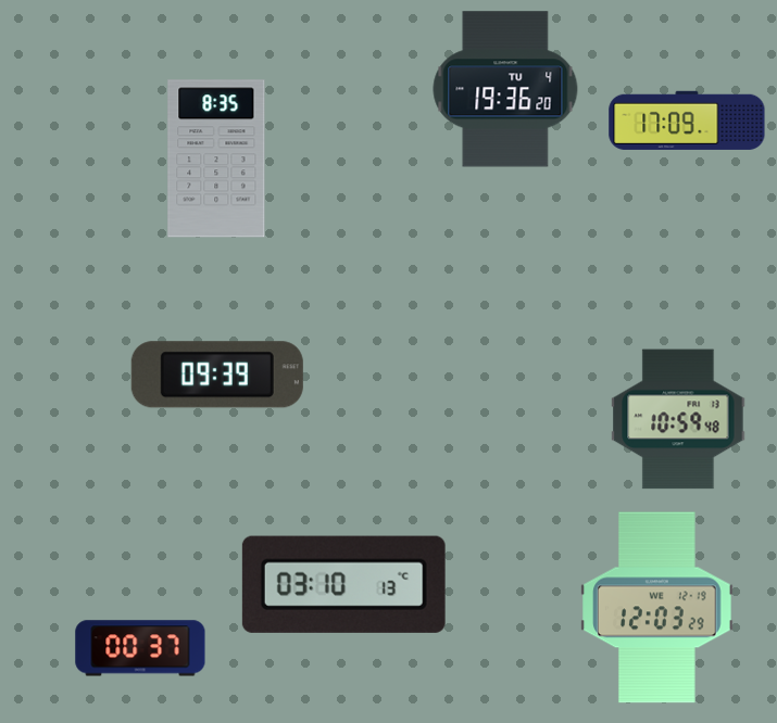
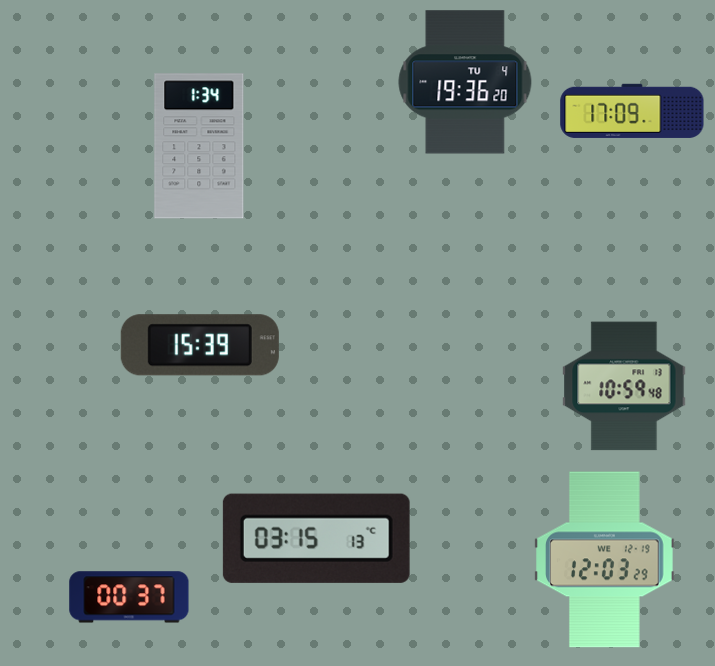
clock at (216, 158): 8:35 -> 1:34
clock at (217, 375): 09:39 -> 15:39
clock at (343, 584): 03:10 -> 03:15
